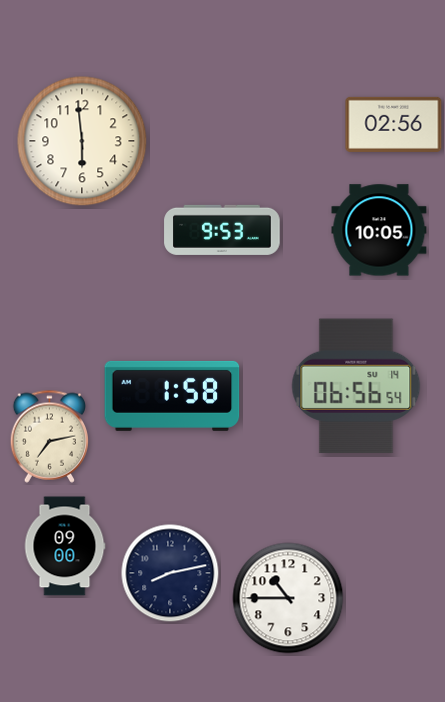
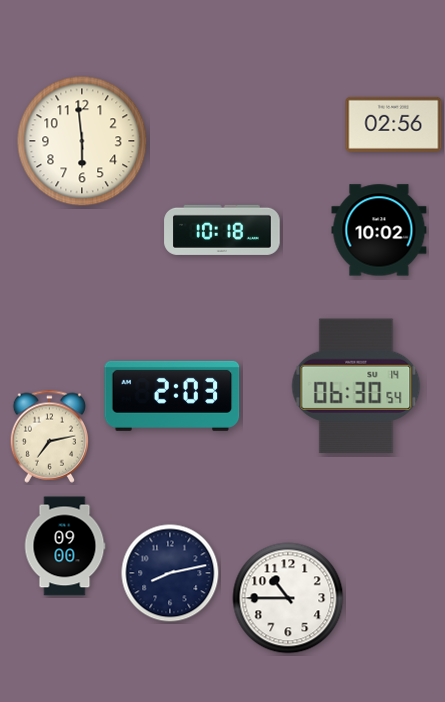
clock at (222, 230): 9:53 -> 10:18
clock at (379, 230): 10:05 -> 10:02
clock at (356, 386): 06:56 -> 06:30
clock at (172, 396): 1:58 -> 2:03
